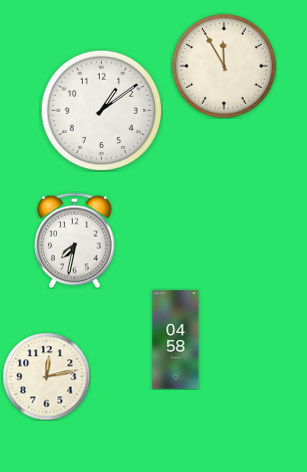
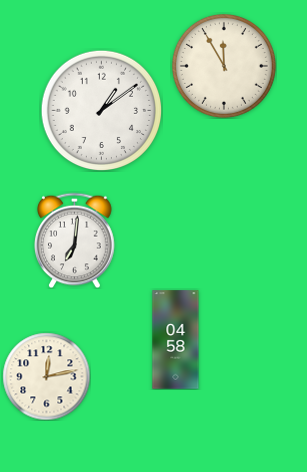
clock at (75, 240): 7:32 -> 7:01
